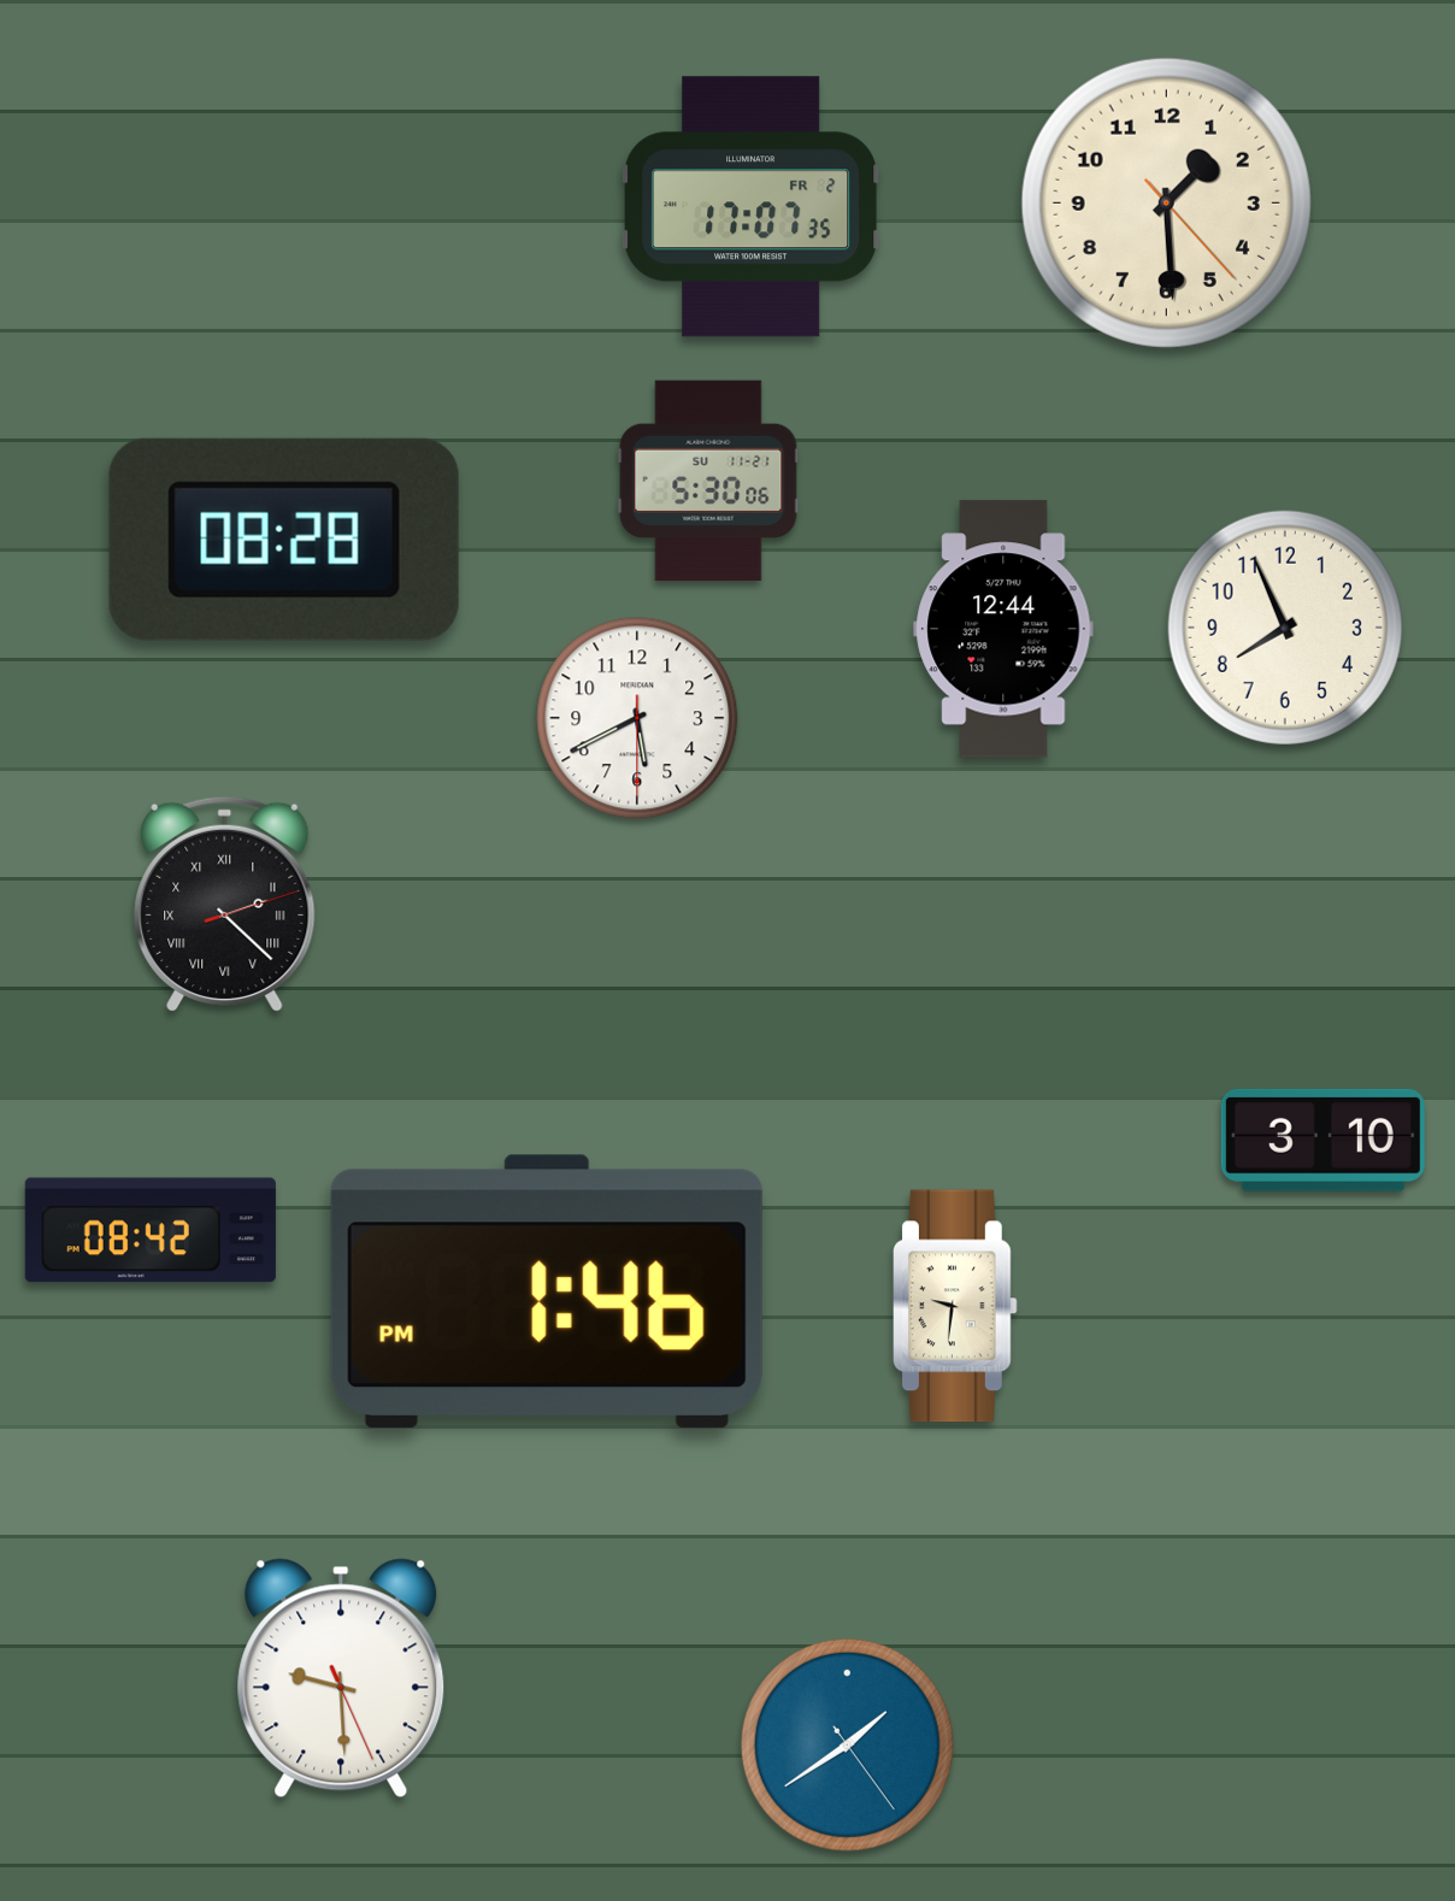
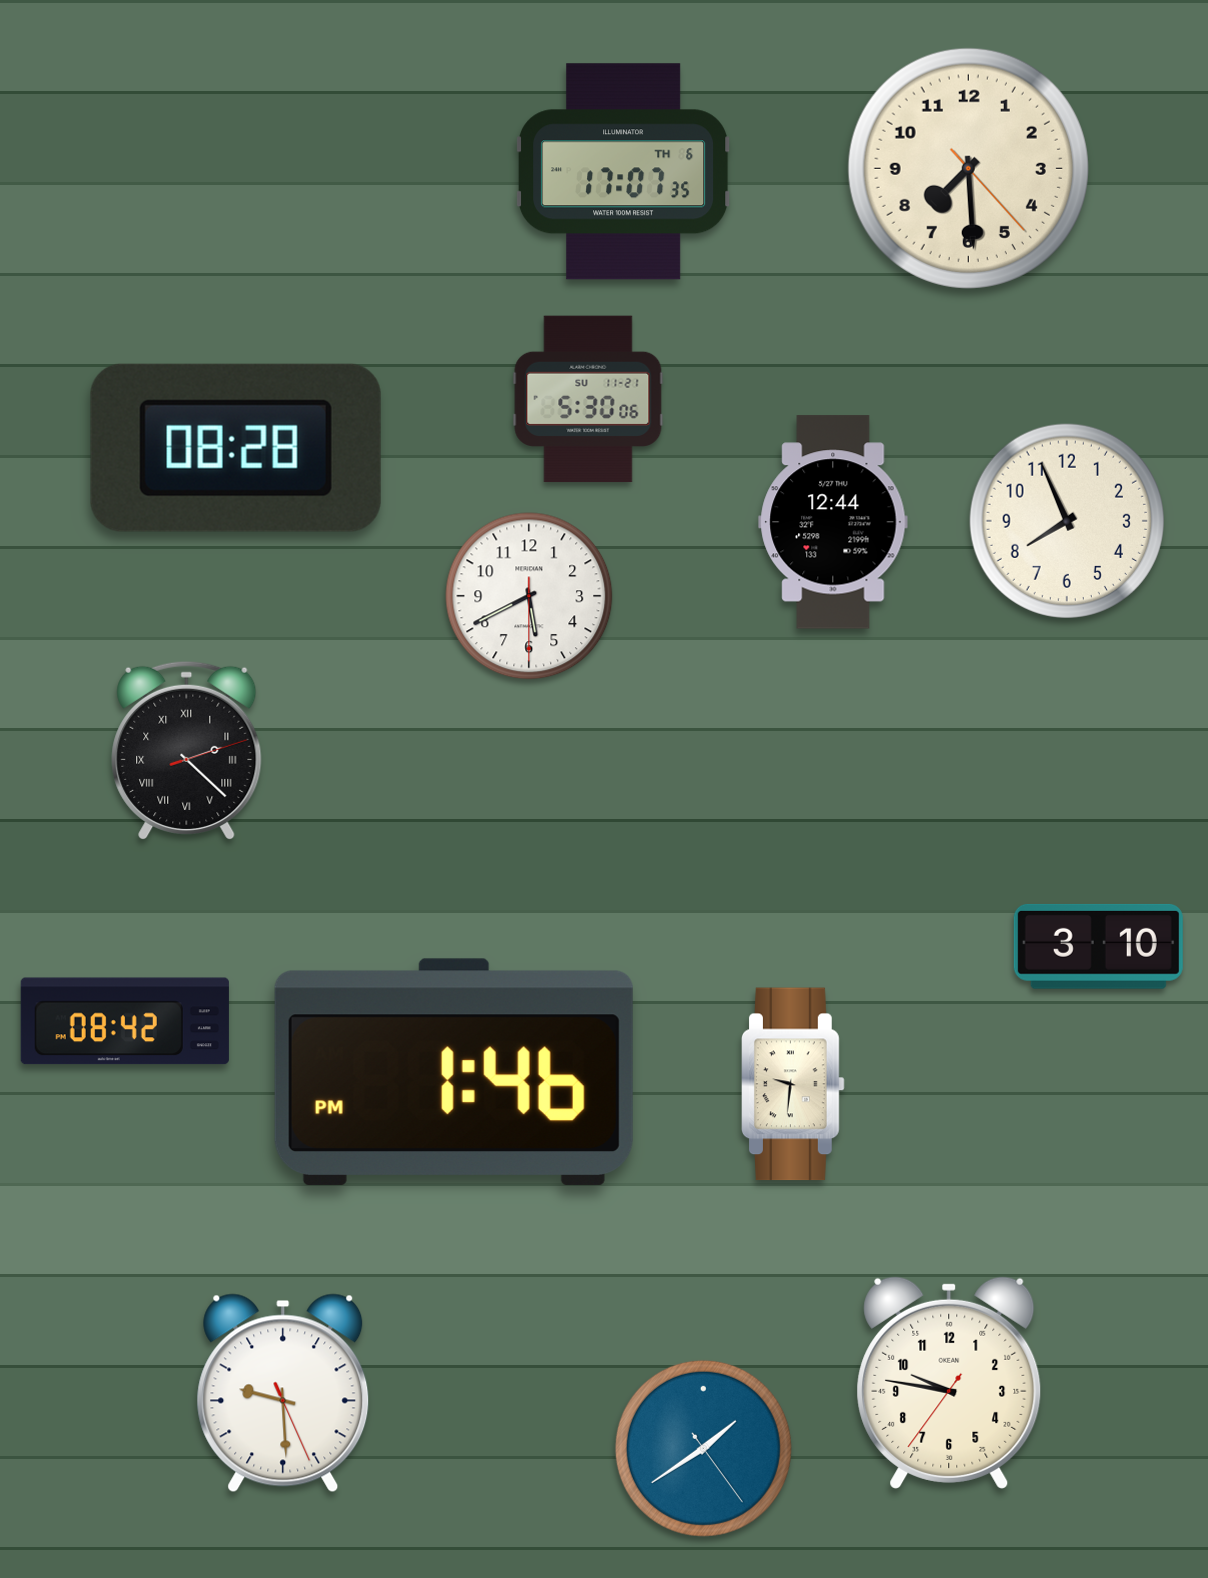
clock at (1166, 202): 1:29 -> 7:29
clock at (752, 207) date: FR 2 -> TH 6
clock at (949, 1383): none -> 9:46
